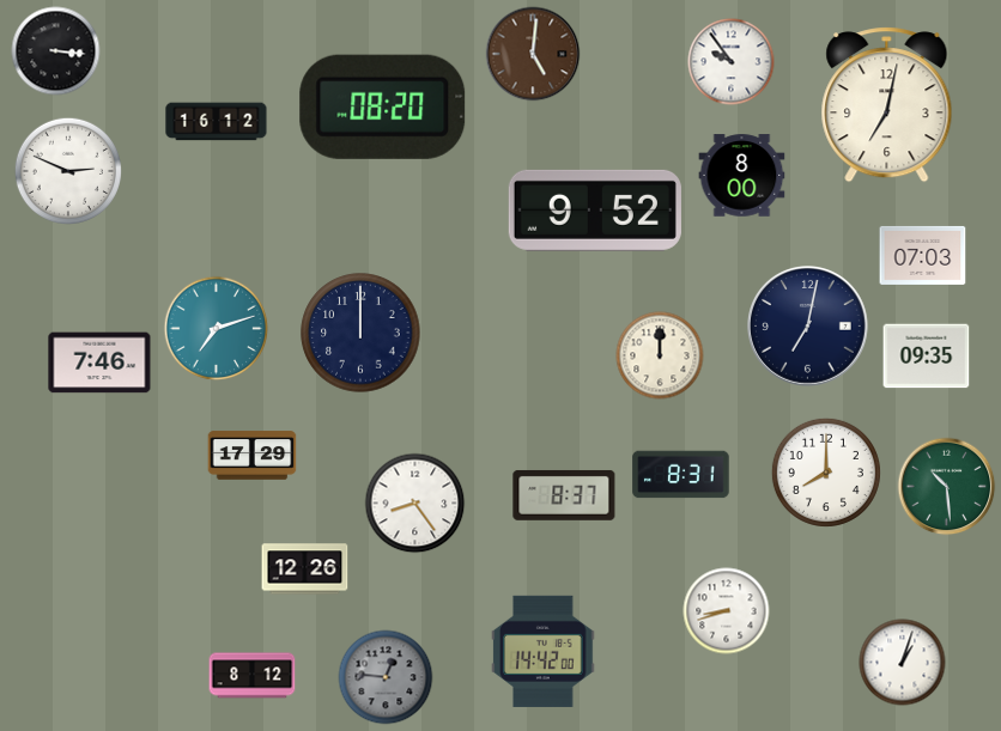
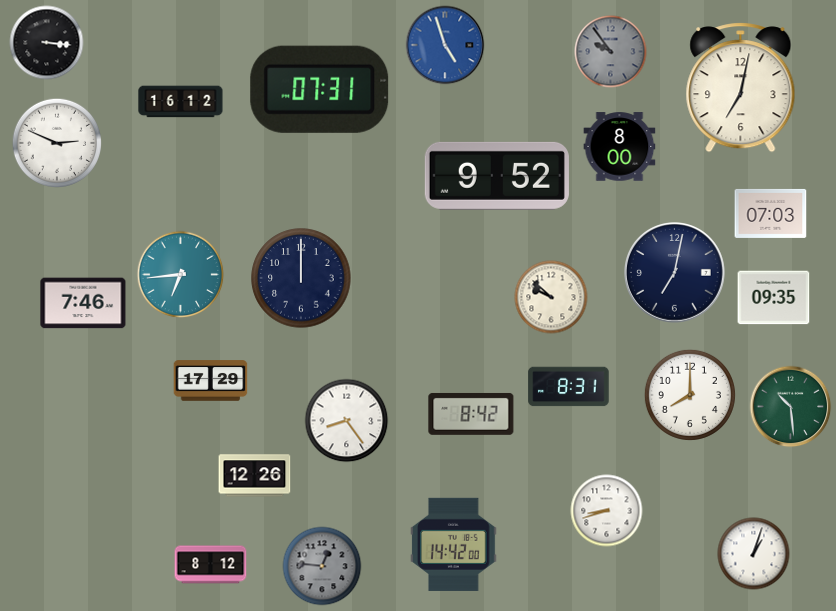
clock at (533, 54): 5:01 -> 4:57
clock at (533, 54) dial: brown -> blue
clock at (732, 62) dial: white -> grey
clock at (383, 106): 08:20 -> 07:31
clock at (217, 329): 7:12 -> 6:44
clock at (660, 355): 12:00 -> 9:52
clock at (681, 475) position: (681, 475) -> (569, 387)
clock at (564, 495): 8:37 -> 8:42
